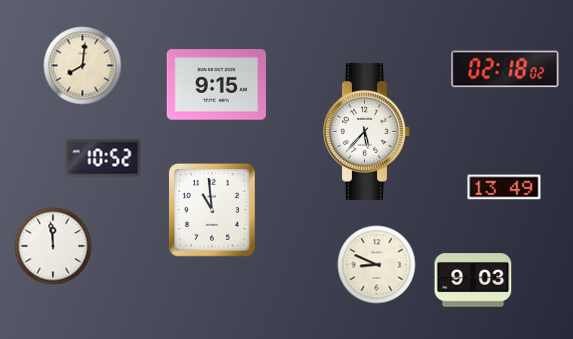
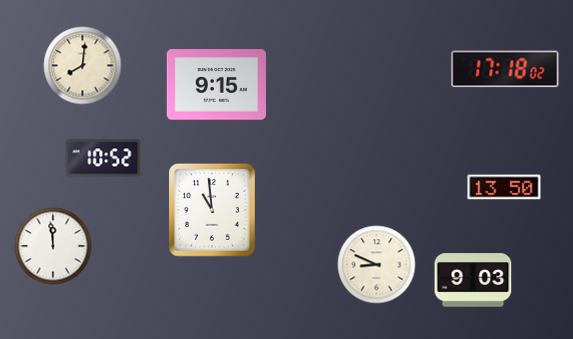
clock at (505, 69): 02:18 -> 17:18
clock at (366, 131): 5:37 -> none
clock at (504, 187): 13:49 -> 13:50
